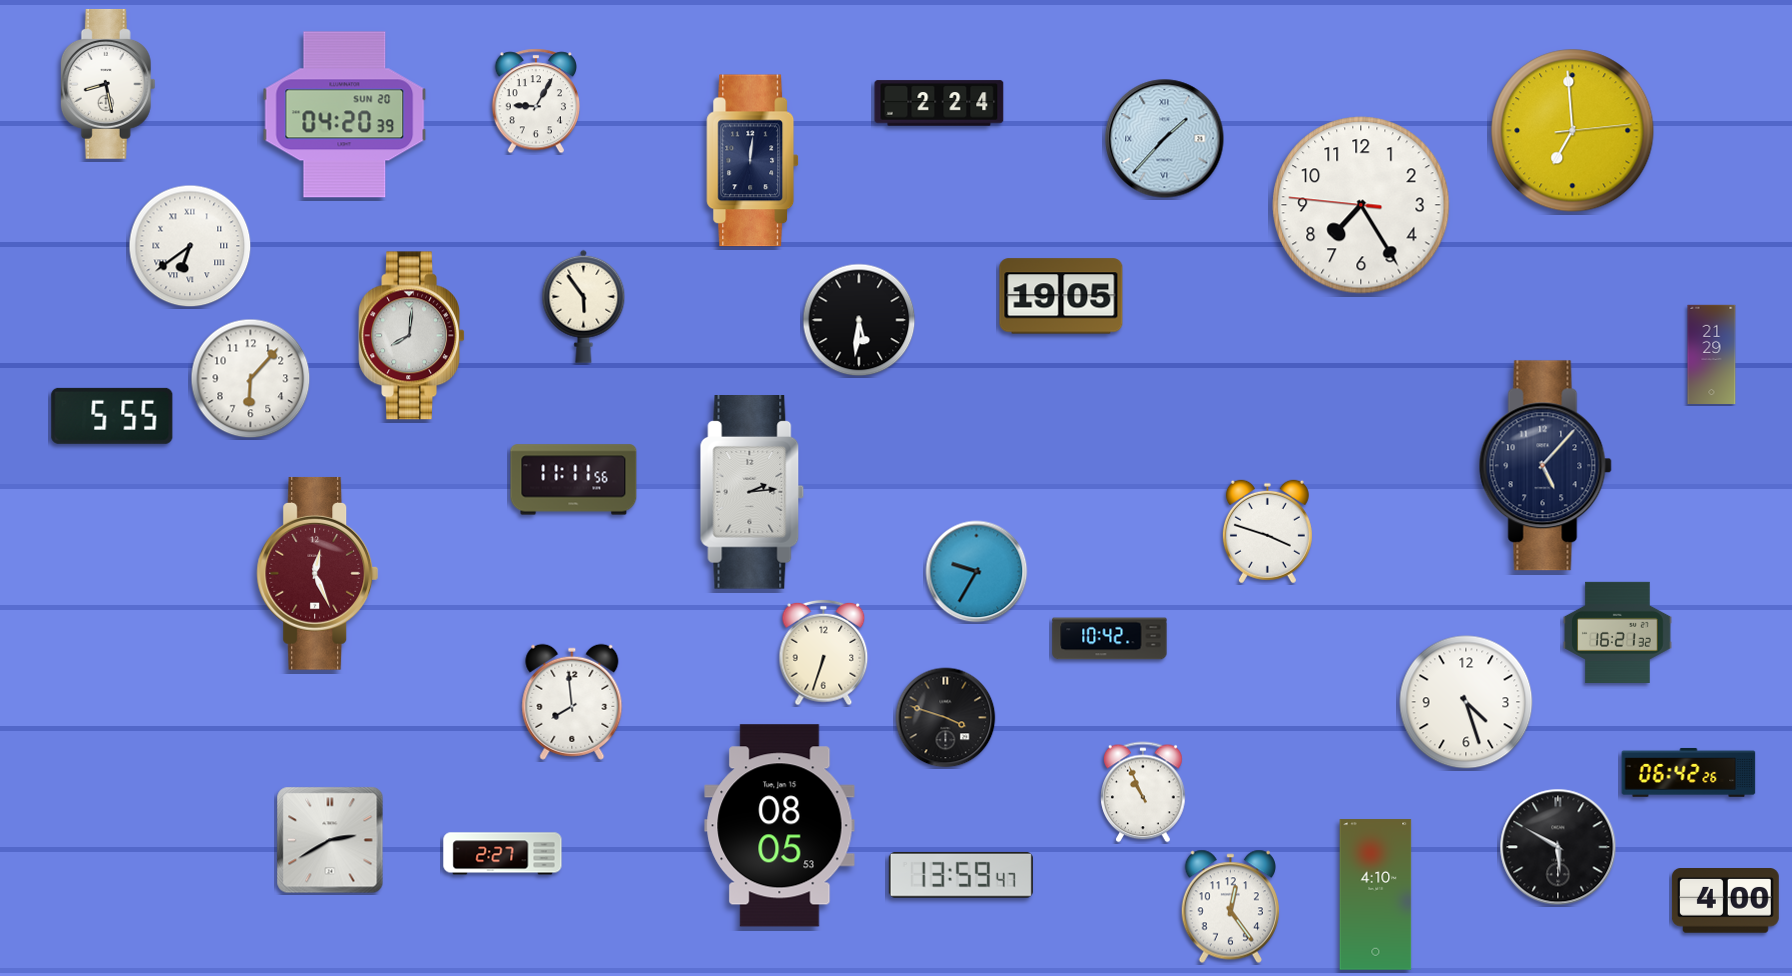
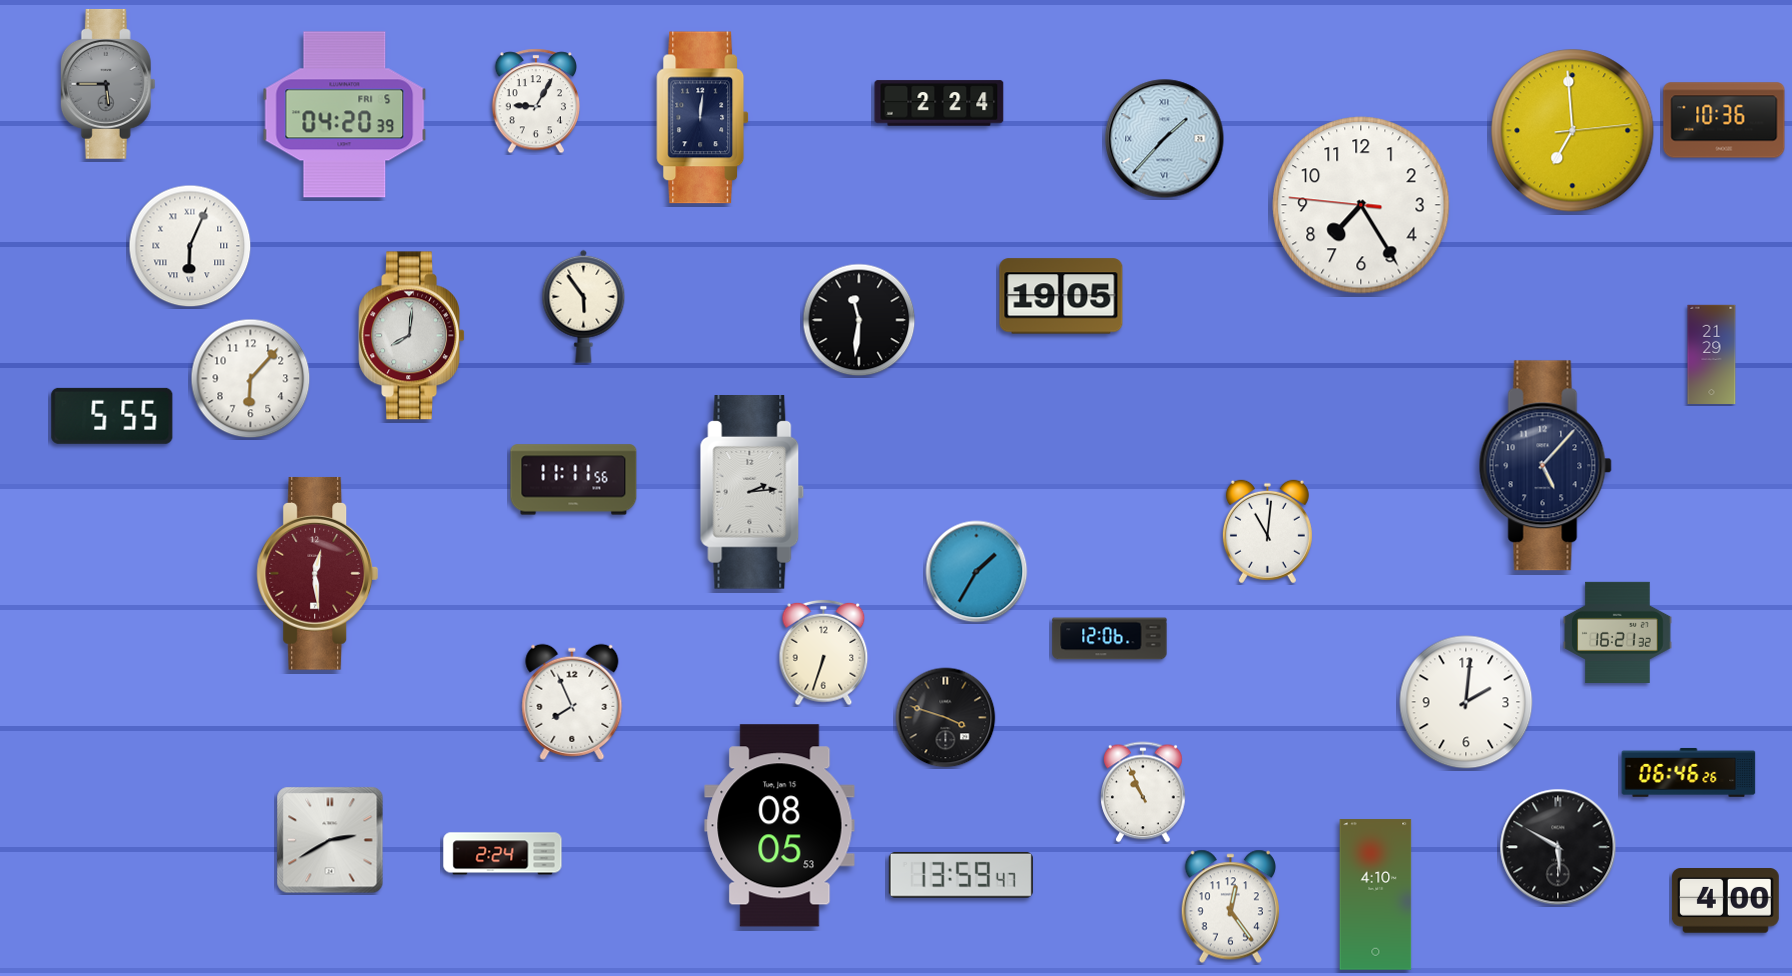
clock at (108, 84): 8:28 -> 5:45
clock at (108, 84) dial: white -> grey
clock at (345, 115) date: SUN 20 -> FRI 5
clock at (1724, 120): none -> 10:36
clock at (753, 161) position: (753, 161) -> (703, 118)
clock at (190, 246): 6:39 -> 6:04
clock at (859, 320): 5:31 -> 11:31
clock at (1267, 532): 3:48 -> 11:01
clock at (977, 572): 9:35 -> 1:35
clock at (318, 573): 12:26 -> 12:29
clock at (1110, 639): 10:42 -> 12:06
clock at (572, 702): 7:59 -> 7:56
clock at (1466, 702): 4:27 -> 2:01
clock at (1689, 772): 06:42 -> 06:46
clock at (503, 854): 2:27 -> 2:24
